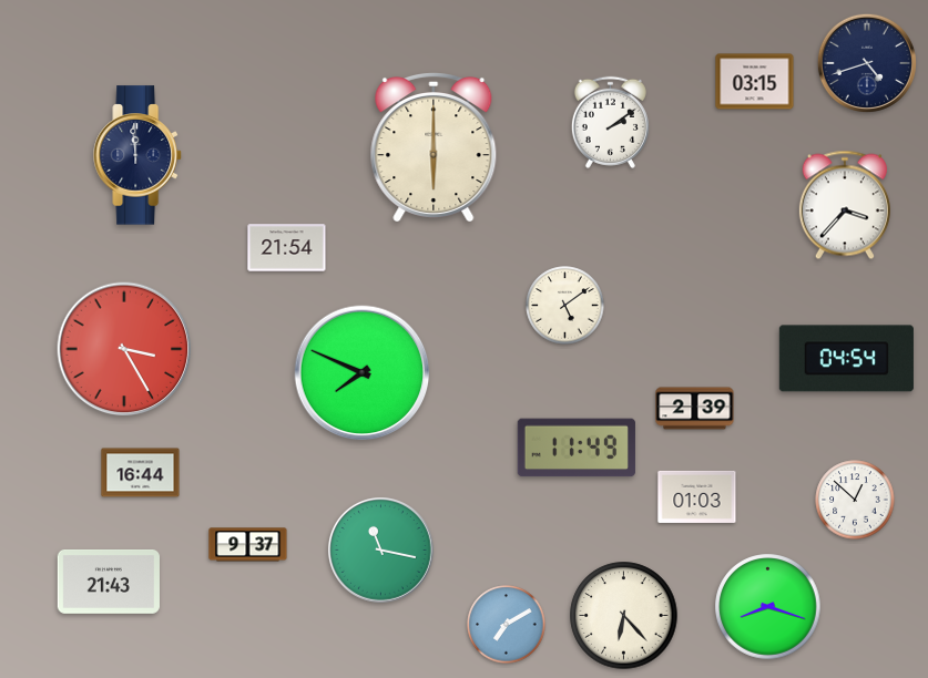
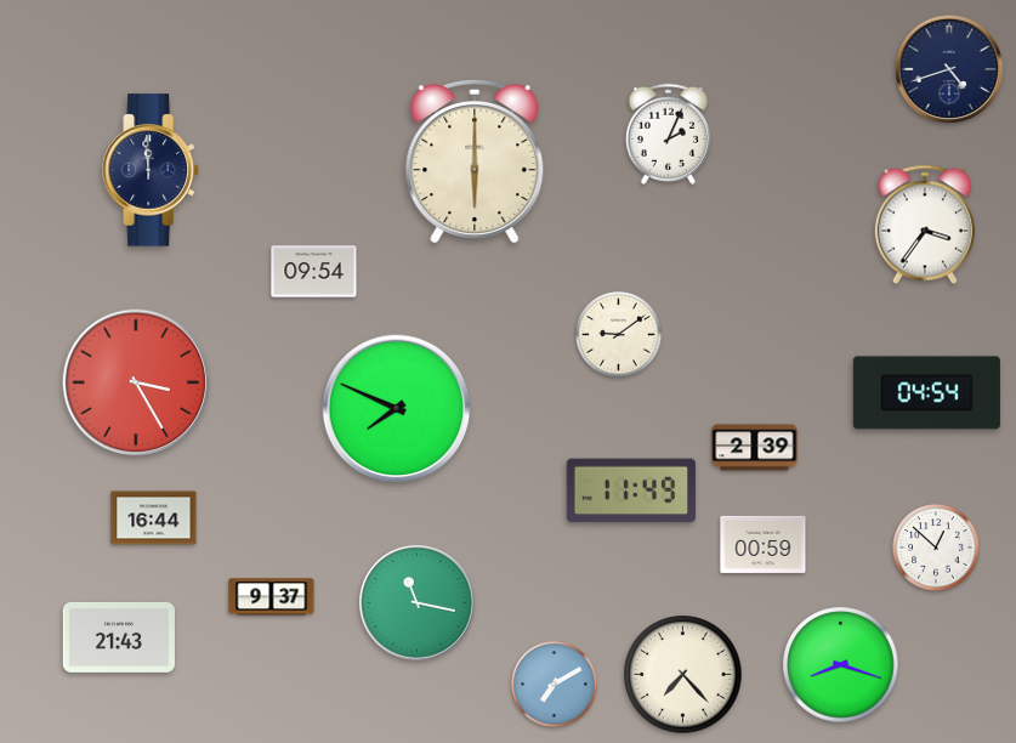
clock at (755, 82): 03:15 -> none
clock at (610, 122): 2:09 -> 2:04
clock at (845, 205): 3:37 -> 3:36
clock at (287, 248): 21:54 -> 09:54
clock at (565, 306): 5:09 -> 9:09
clock at (695, 409) position: (695, 409) -> (755, 448)
clock at (697, 496): 01:03 -> 00:59
clock at (624, 616): 6:23 -> 7:23
